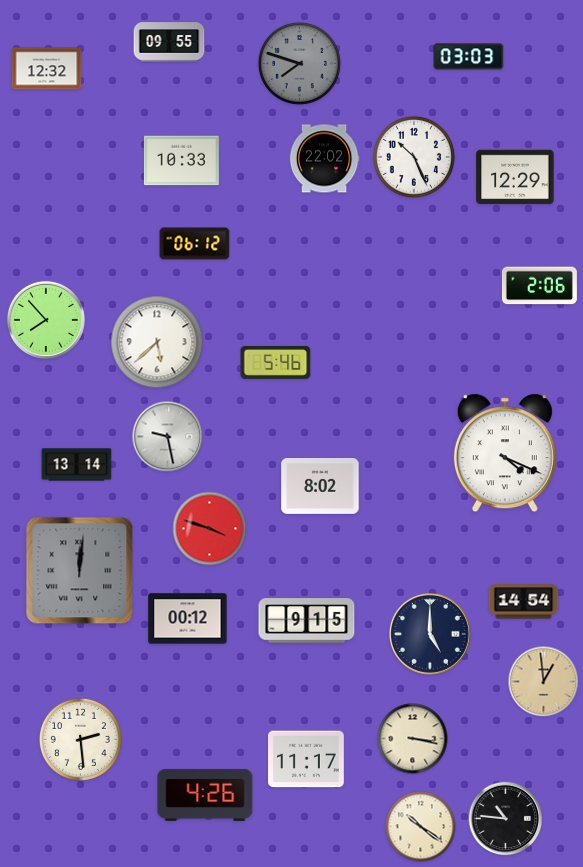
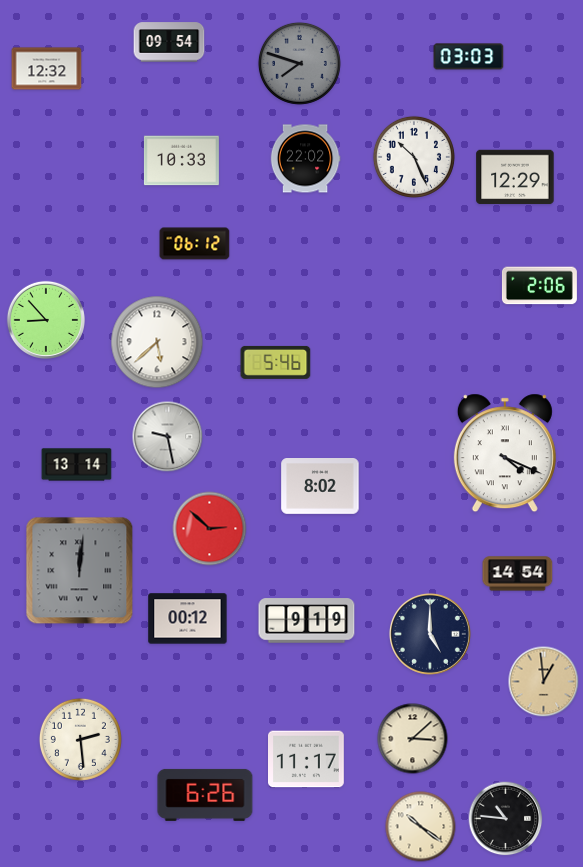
clock at (169, 42): 09:55 -> 09:54
clock at (324, 159) position: (324, 159) -> (305, 159)
clock at (46, 320): 7:53 -> 8:53
clock at (210, 529): 3:48 -> 2:52
clock at (524, 602) position: (524, 602) -> (518, 574)
clock at (307, 621): 9:15 -> 9:19
clock at (413, 739): 3:17 -> 3:08
clock at (205, 795): 4:26 -> 6:26
